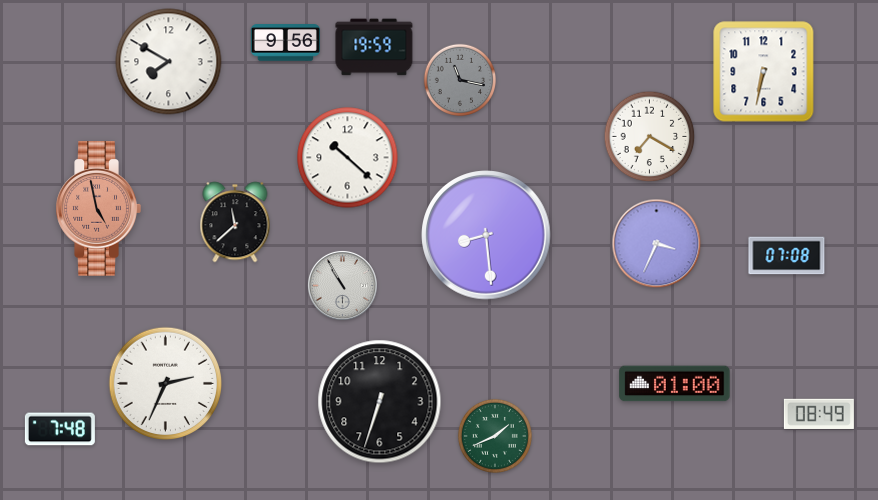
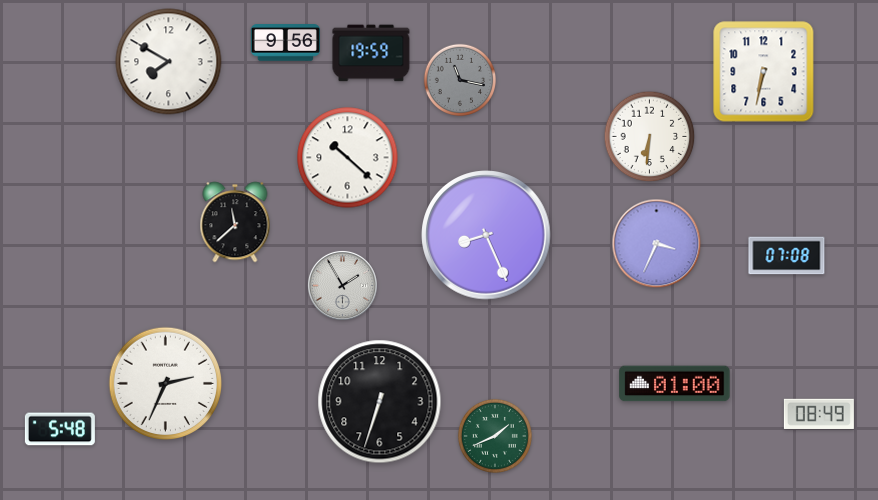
clock at (374, 47) position: (374, 47) -> (371, 53)
clock at (650, 137): 7:20 -> 6:31
clock at (98, 209): 4:58 -> none
clock at (486, 235): 8:29 -> 8:26
clock at (342, 285): 10:55 -> 1:55
clock at (60, 429): 7:48 -> 5:48
